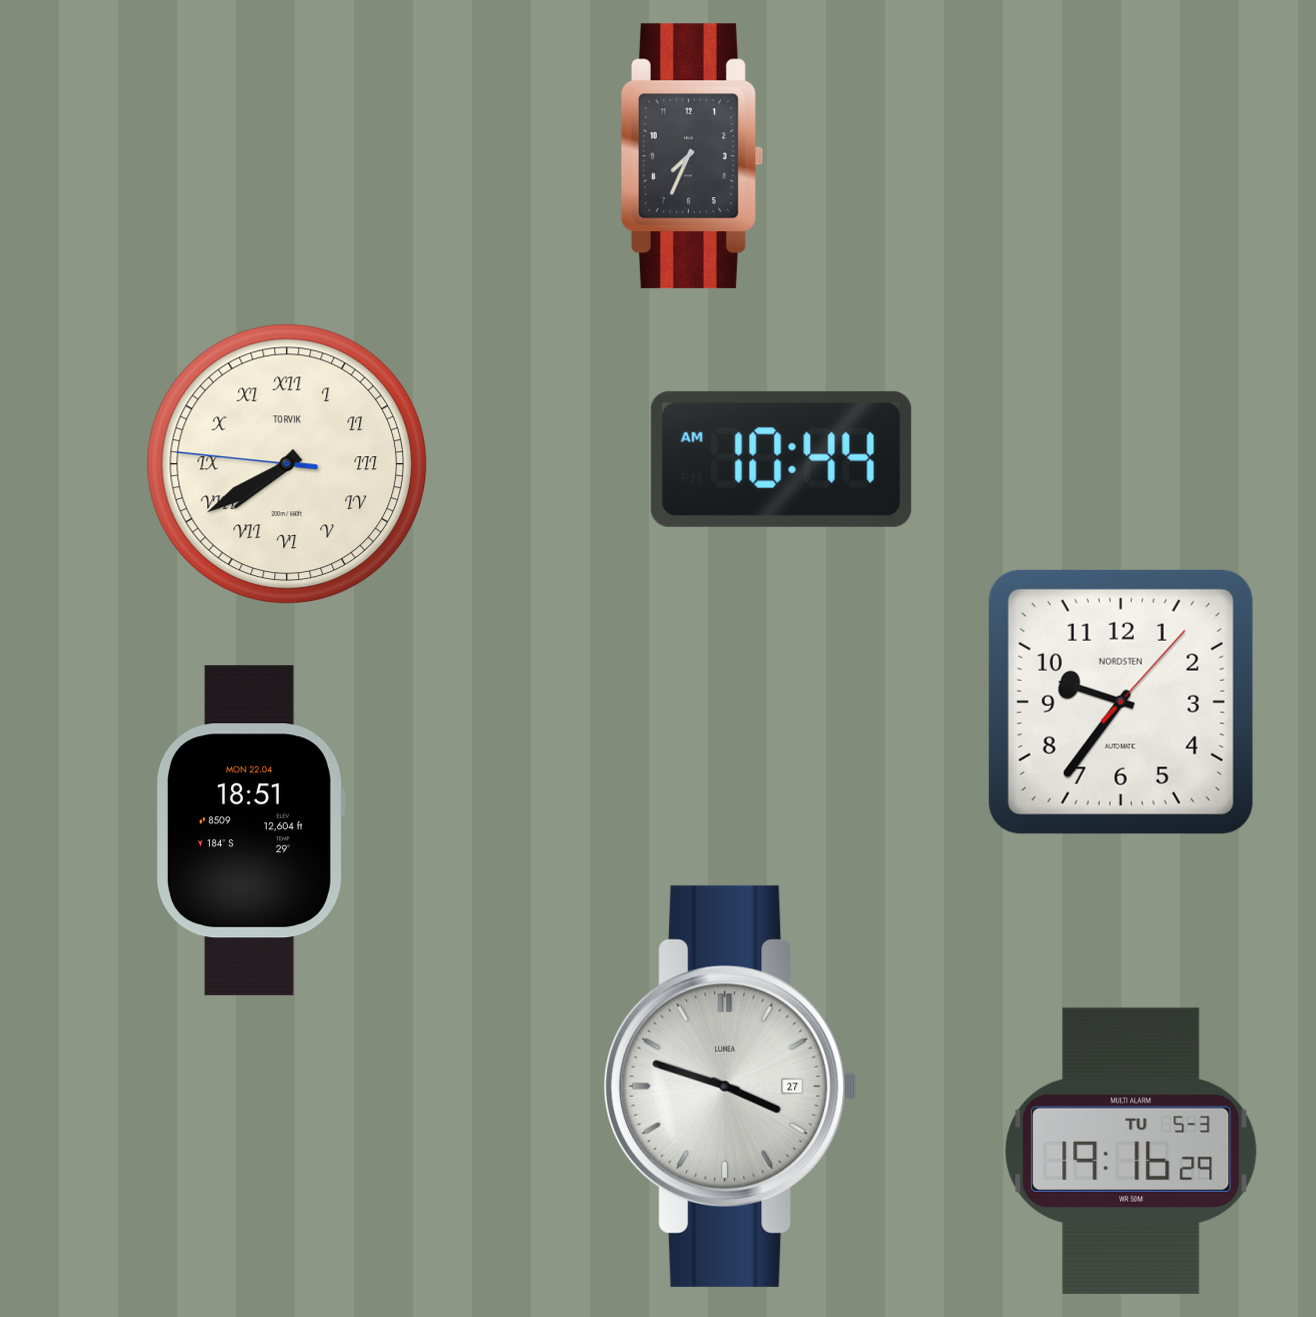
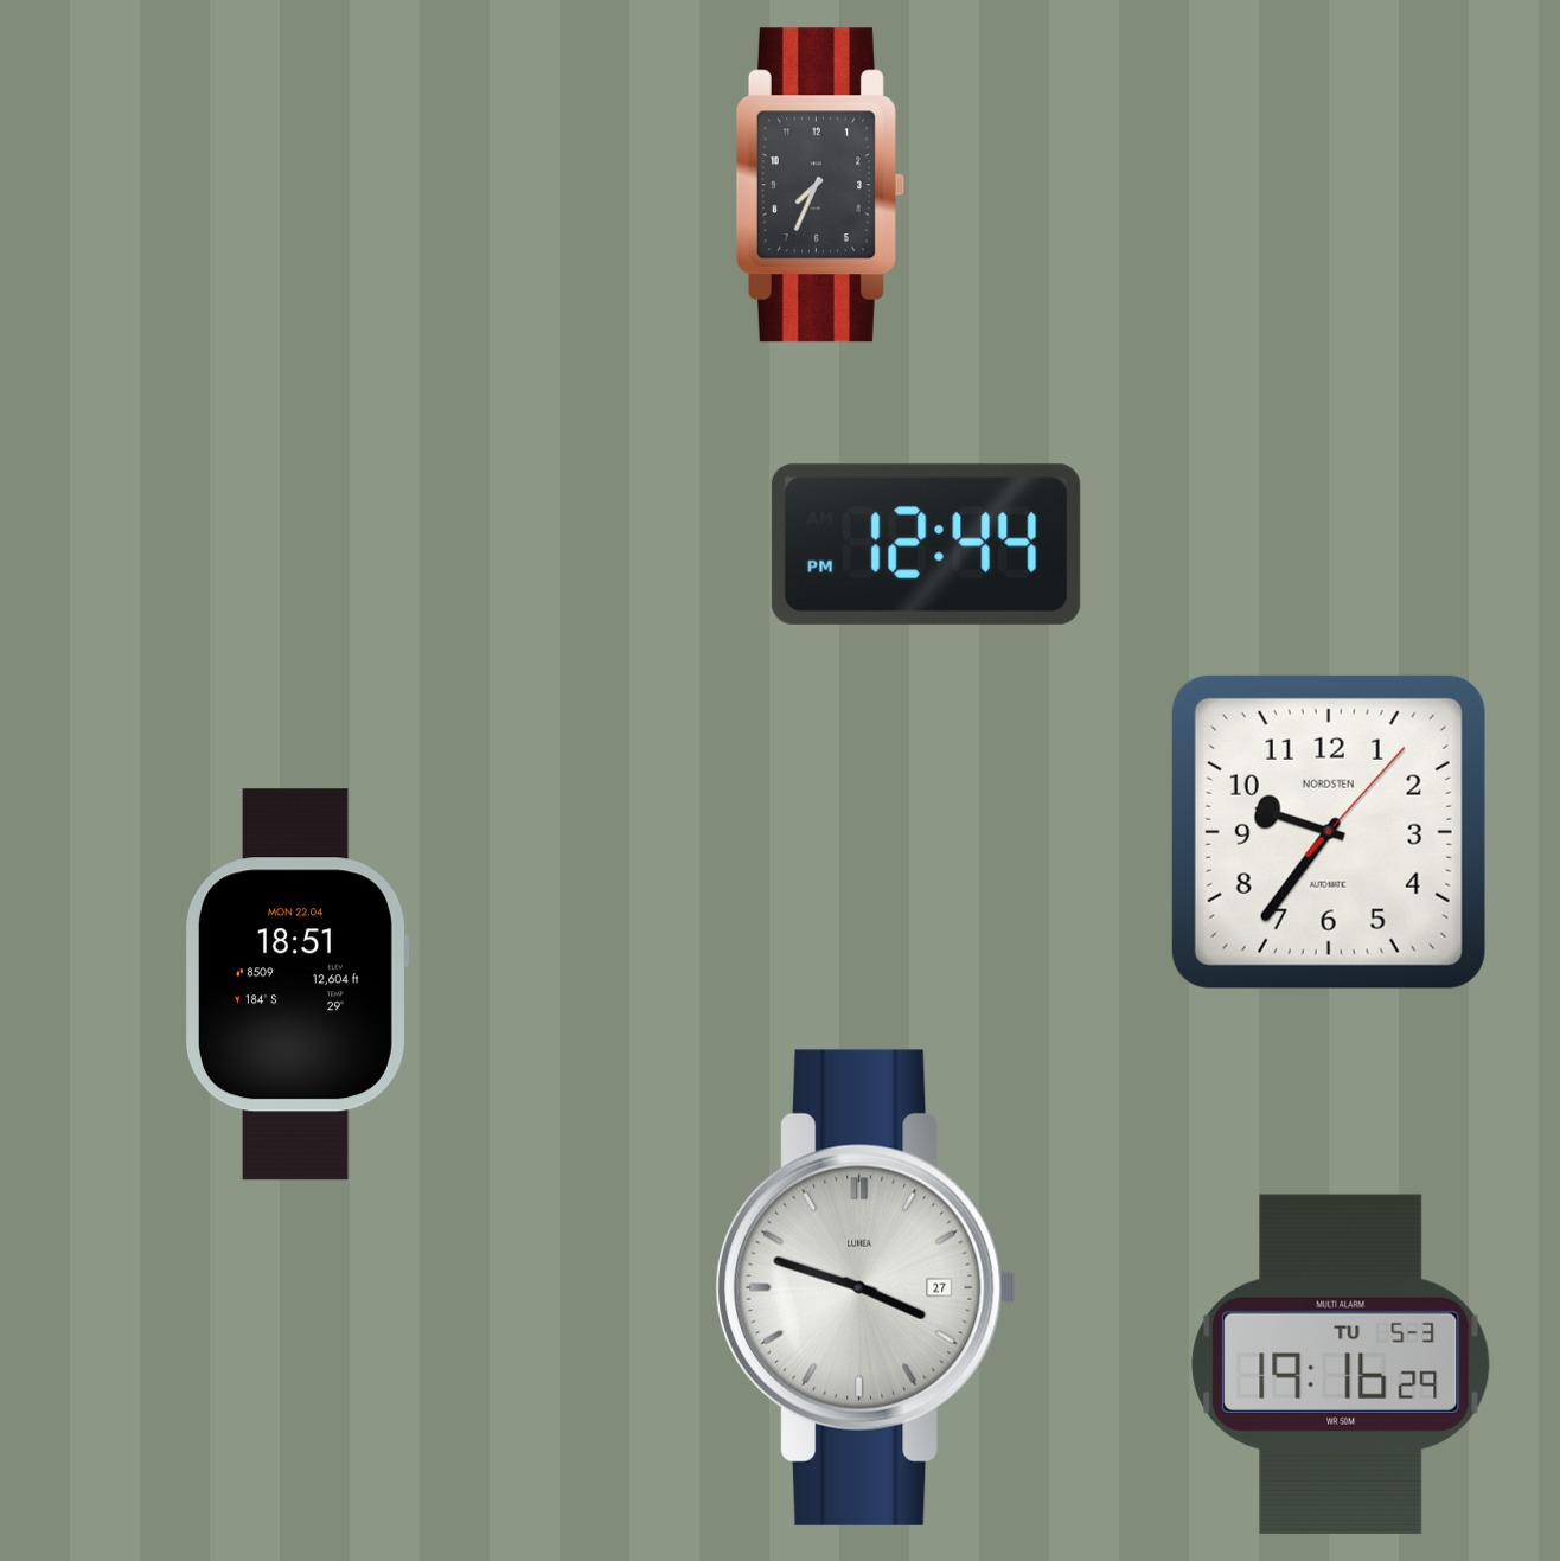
clock at (781, 459): 10:44 -> 12:44
clock at (287, 464): 7:39 -> none
